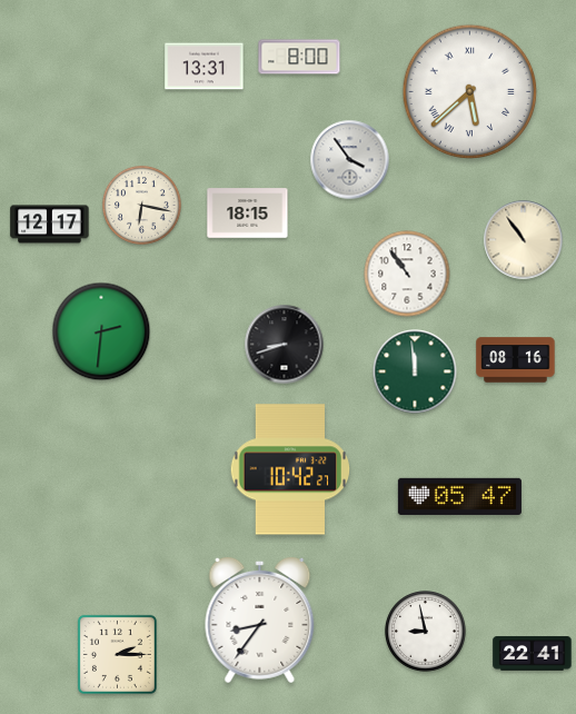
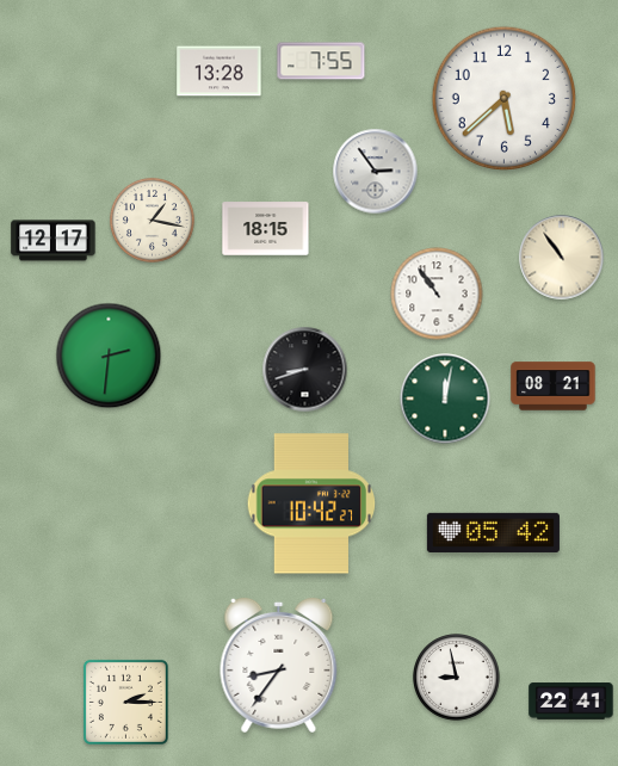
clock at (299, 57): 8:00 -> 7:55
clock at (205, 67): 13:31 -> 13:28
clock at (470, 92) numerals: Roman -> Arabic
clock at (350, 160): 3:54 -> 2:54
clock at (141, 205): 6:17 -> 1:17
clock at (516, 360): 08:16 -> 08:21
clock at (415, 371): 11:59 -> 12:02
clock at (459, 496): 05:47 -> 05:42
